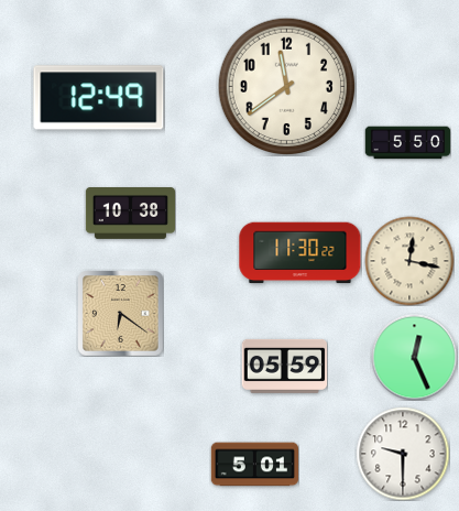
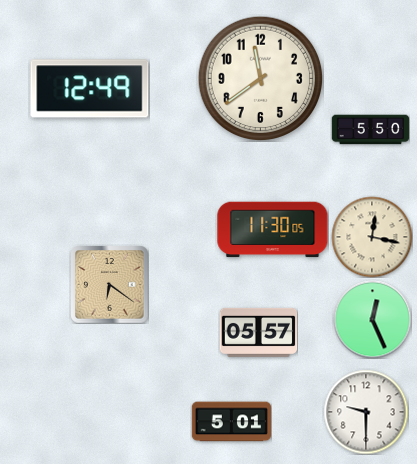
clock at (130, 214): 10:38 -> none
clock at (300, 253): 11:30:22 -> 11:30:05
clock at (414, 357) position: (414, 357) -> (372, 319)
clock at (284, 366): 05:59 -> 05:57
